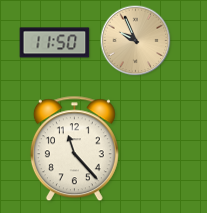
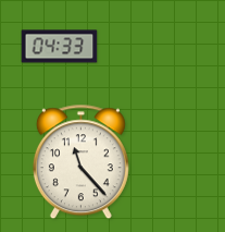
clock at (136, 41): 9:56 -> none
clock at (55, 43): 11:50 -> 04:33
